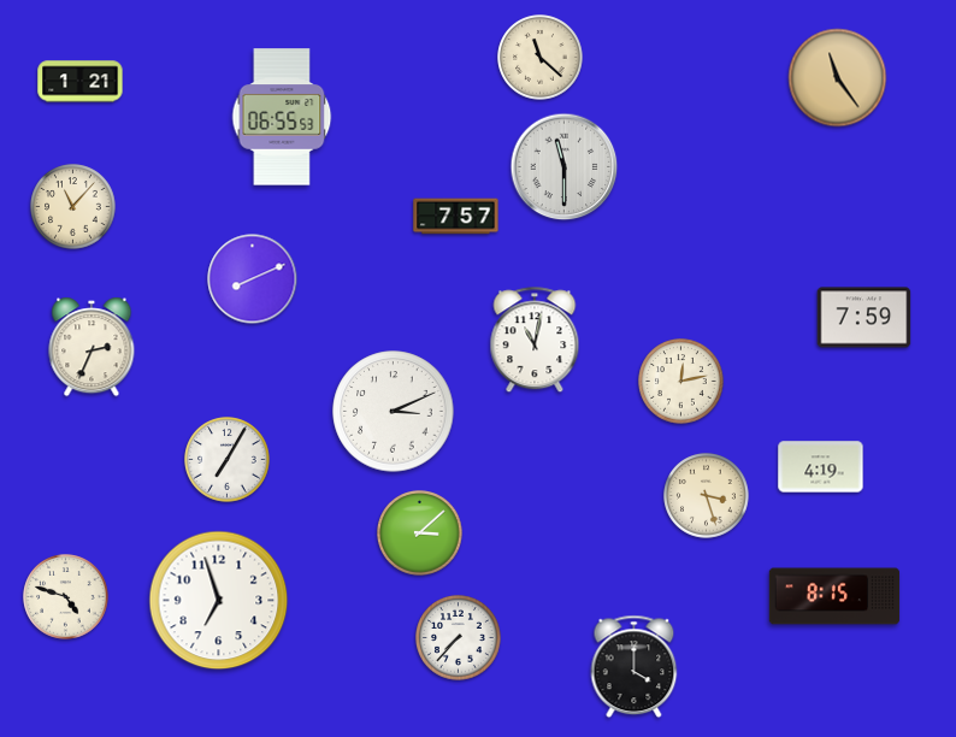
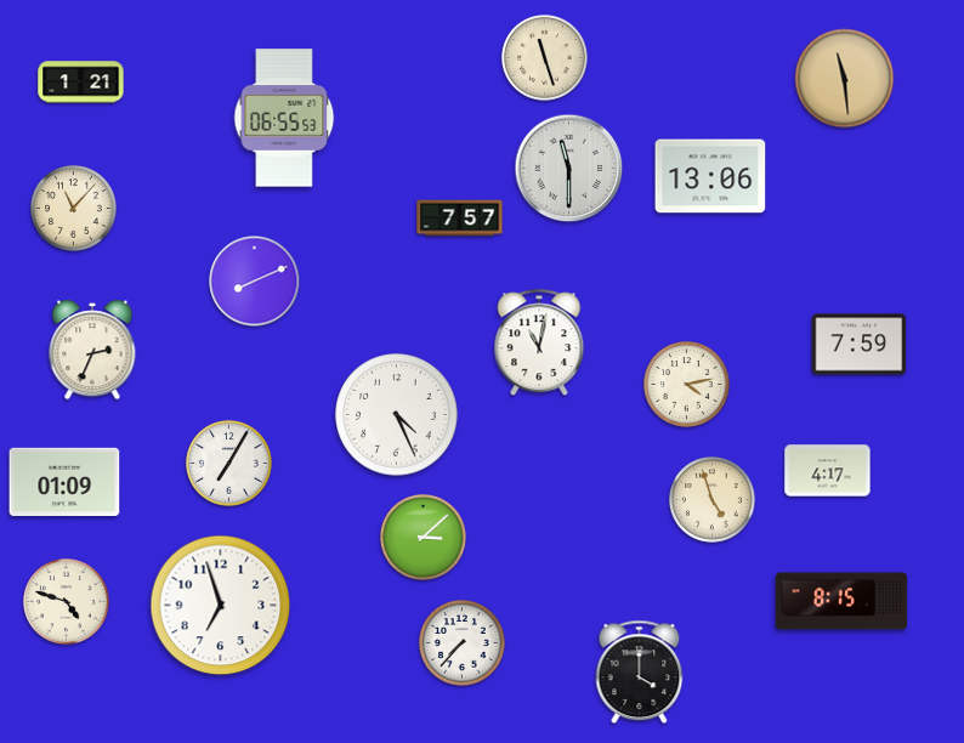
clock at (541, 58): 11:22 -> 11:27
clock at (838, 78): 11:24 -> 11:29
clock at (710, 176): none -> 13:06
clock at (864, 318) position: (864, 318) -> (860, 345)
clock at (681, 382): 12:13 -> 4:13
clock at (394, 412): 3:11 -> 4:26
clock at (821, 467): 4:19 -> 4:17
clock at (64, 481): none -> 01:09
clock at (707, 496): 3:27 -> 4:57
